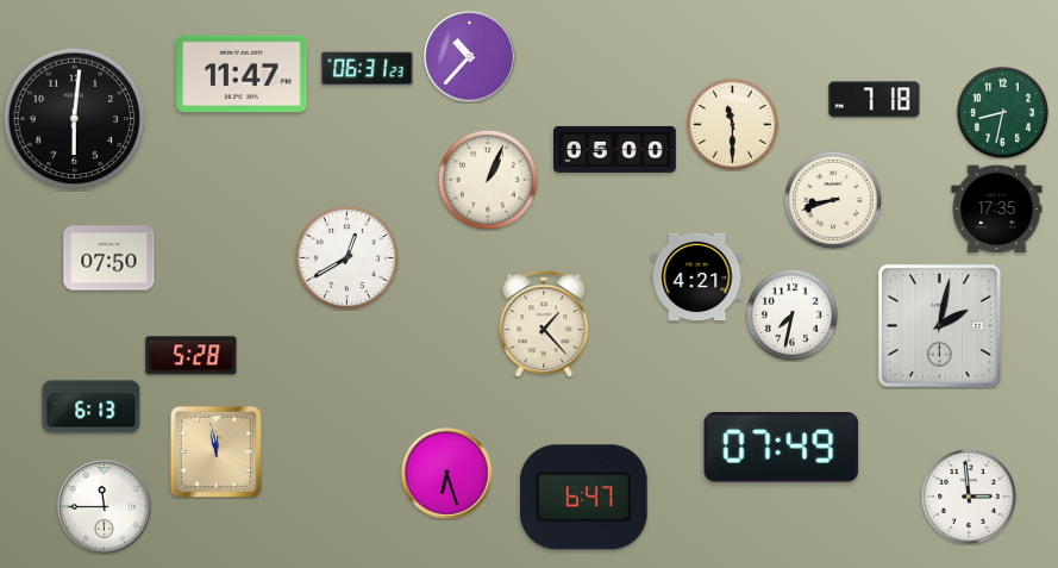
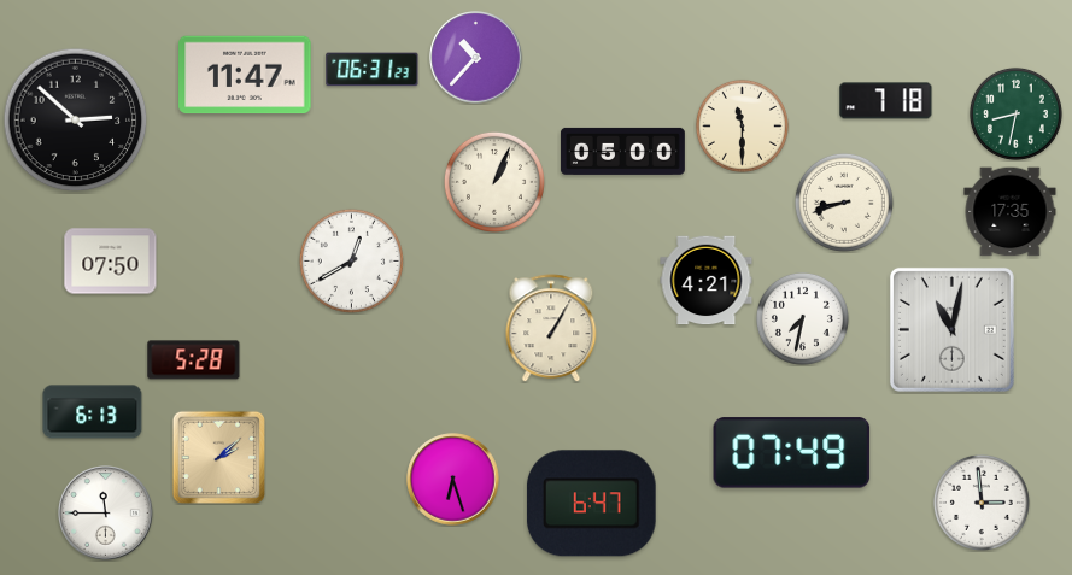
clock at (75, 119): 6:01 -> 2:52
clock at (544, 324): 1:23 -> 1:05
clock at (939, 325): 2:02 -> 11:02
clock at (215, 451): 11:58 -> 2:08
